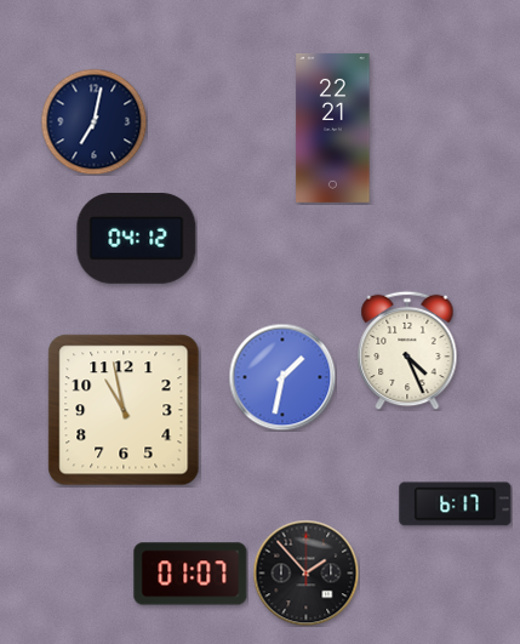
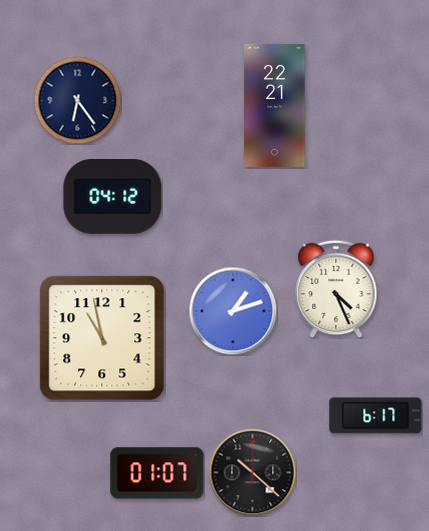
clock at (93, 121): 7:02 -> 6:24
clock at (282, 377): 1:32 -> 1:12
clock at (305, 572): 1:53 -> 10:22
